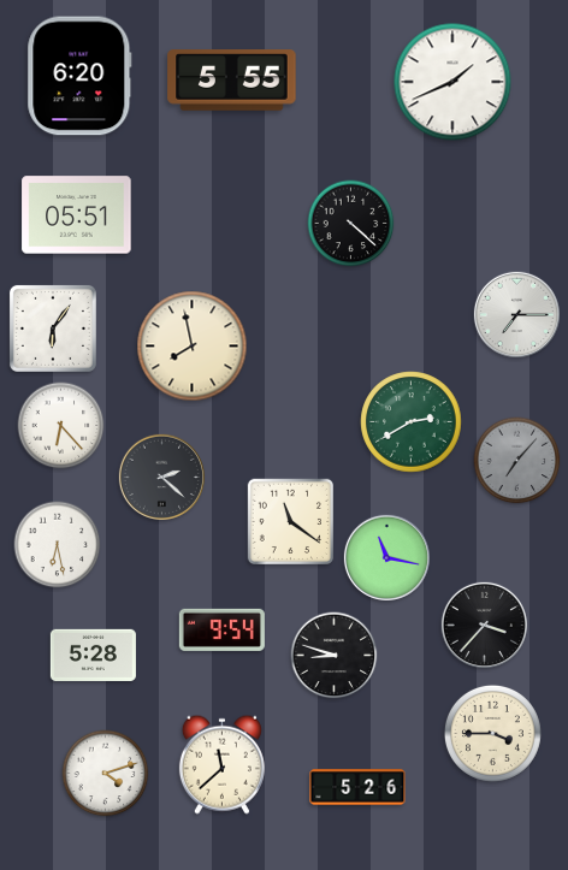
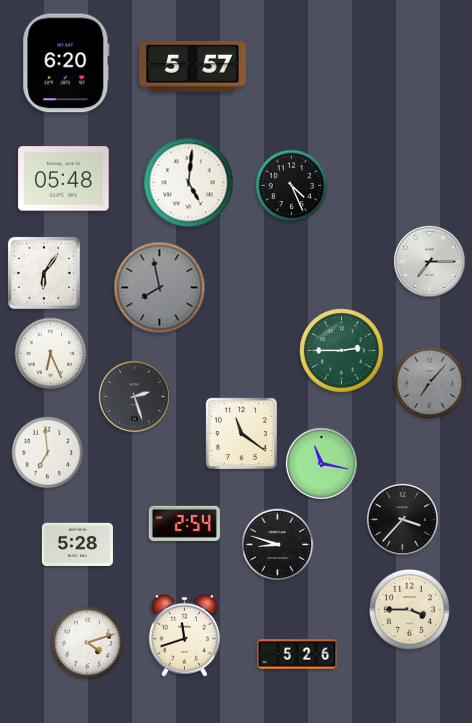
clock at (232, 81): 5:55 -> 5:57
clock at (452, 82): 1:41 -> none
clock at (77, 215): 05:51 -> 05:48
clock at (189, 183): none -> 5:01
clock at (351, 224): 4:22 -> 4:26
clock at (193, 347) dial: cream -> grey
clock at (412, 422): 2:40 -> 2:45
clock at (61, 426): 6:23 -> 6:26
clock at (161, 477): 2:22 -> 2:27
clock at (58, 545): 6:28 -> 6:59
clock at (221, 629): 9:54 -> 2:54
clock at (221, 764): 11:38 -> 11:42
